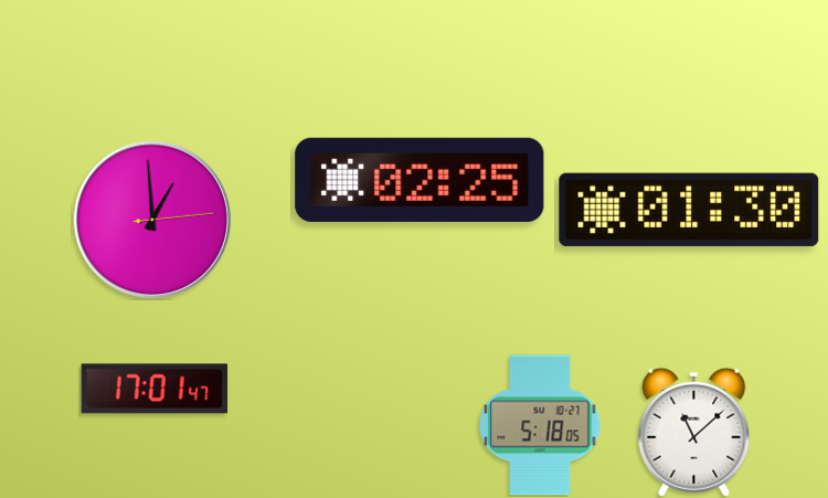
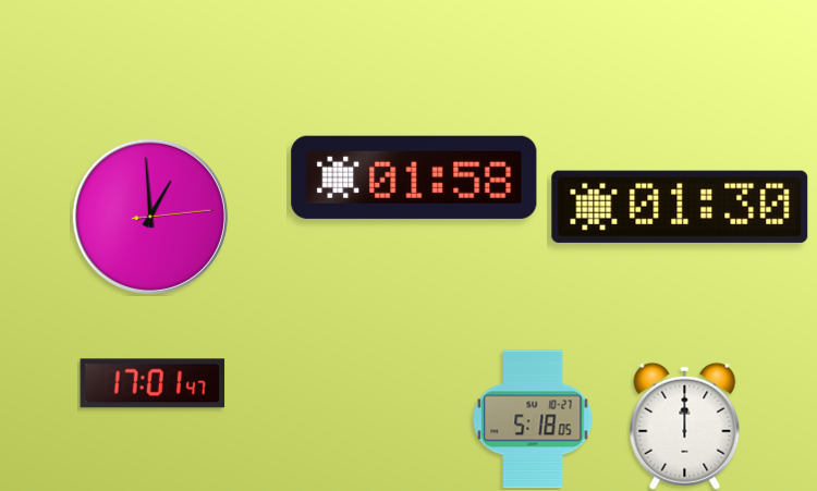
clock at (420, 180): 02:25 -> 01:58
clock at (694, 432): 11:08 -> 12:00
